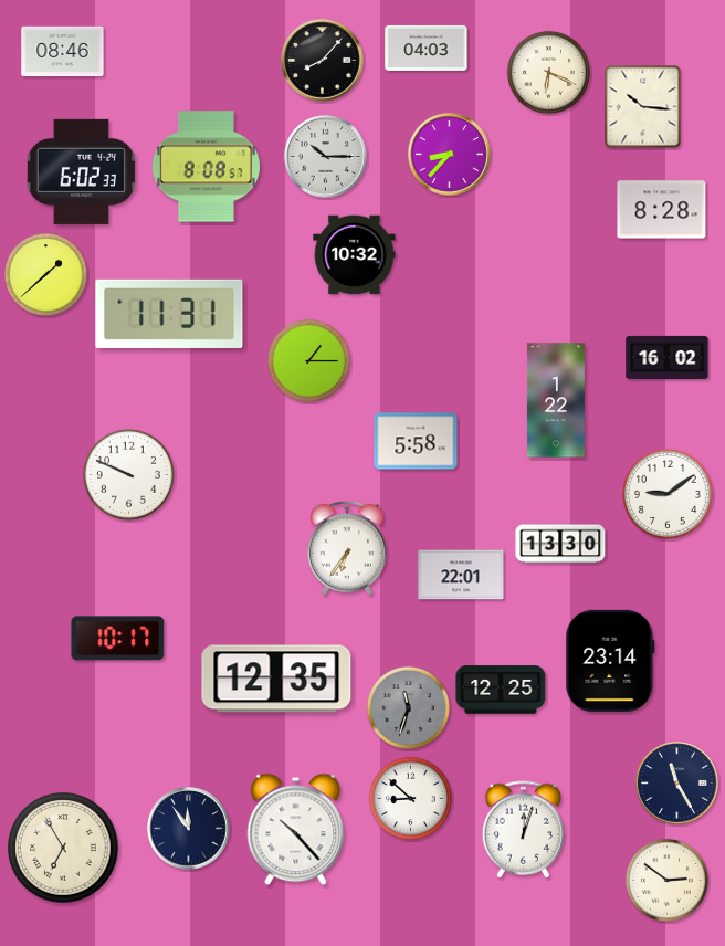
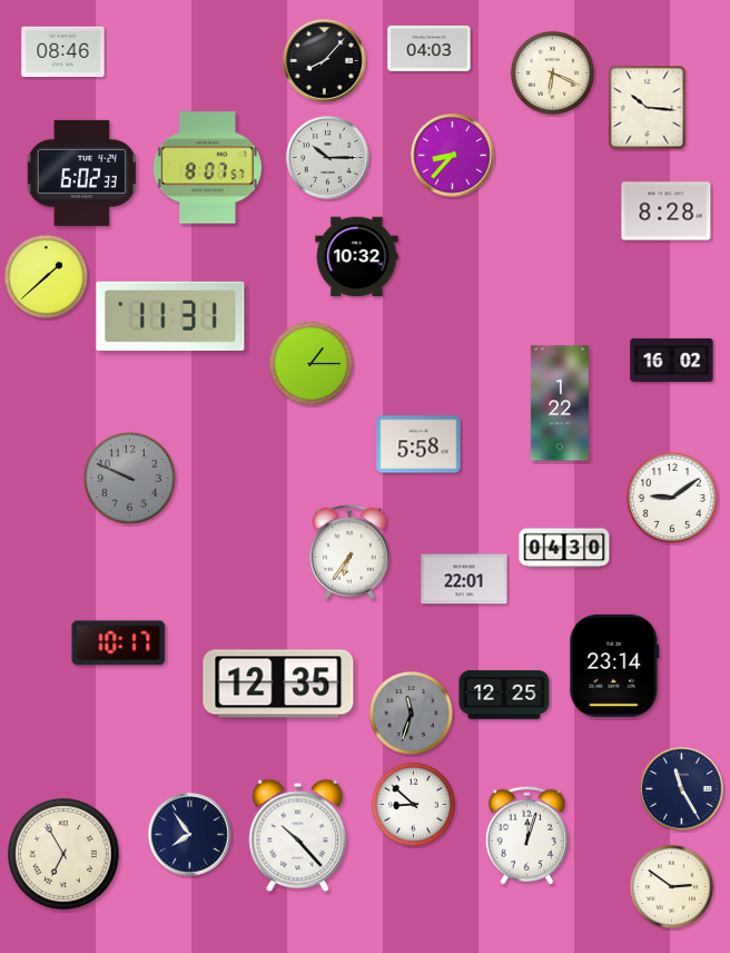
clock at (206, 167): 8:08 -> 8:07
clock at (128, 474) dial: white -> grey
clock at (560, 544): 13:30 -> 04:30
clock at (189, 829): 11:54 -> 7:54
